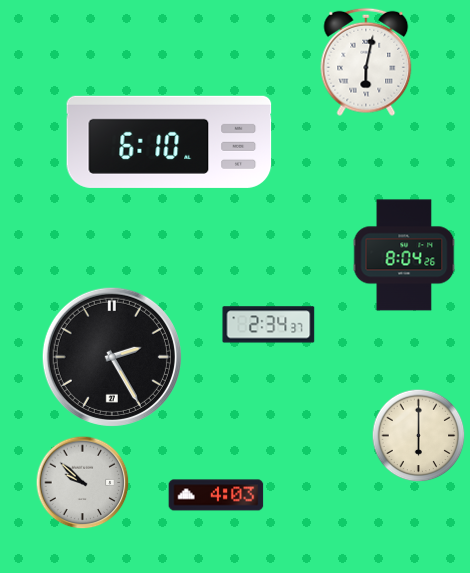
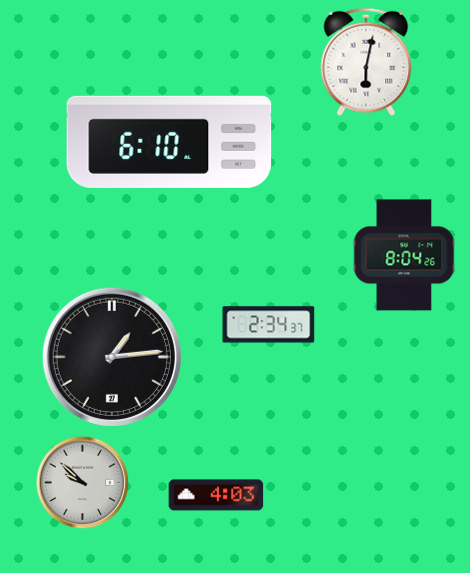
clock at (112, 357): 2:25 -> 1:14
clock at (419, 436): 6:00 -> none
